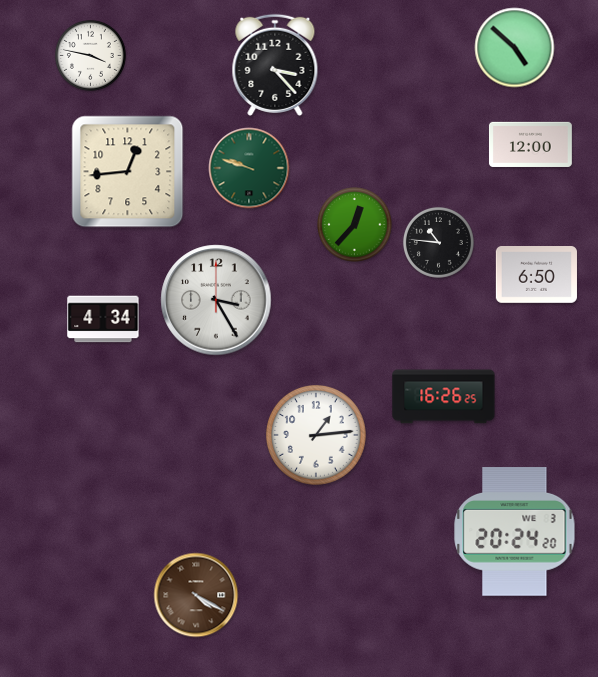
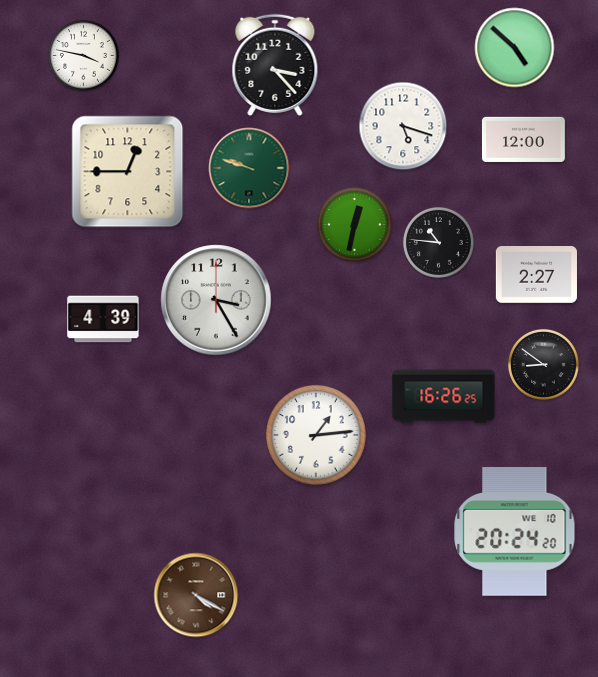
clock at (90, 55) position: (90, 55) -> (83, 55)
clock at (403, 126): none -> 5:18
clock at (530, 144) position: (530, 144) -> (523, 139)
clock at (128, 172): 12:44 -> 12:45
clock at (355, 225): 12:37 -> 12:32
clock at (536, 275): 6:50 -> 2:27
clock at (103, 319): 4:34 -> 4:39
clock at (543, 364): none -> 8:51
clock at (515, 532) date: WE 3 -> WE 10
